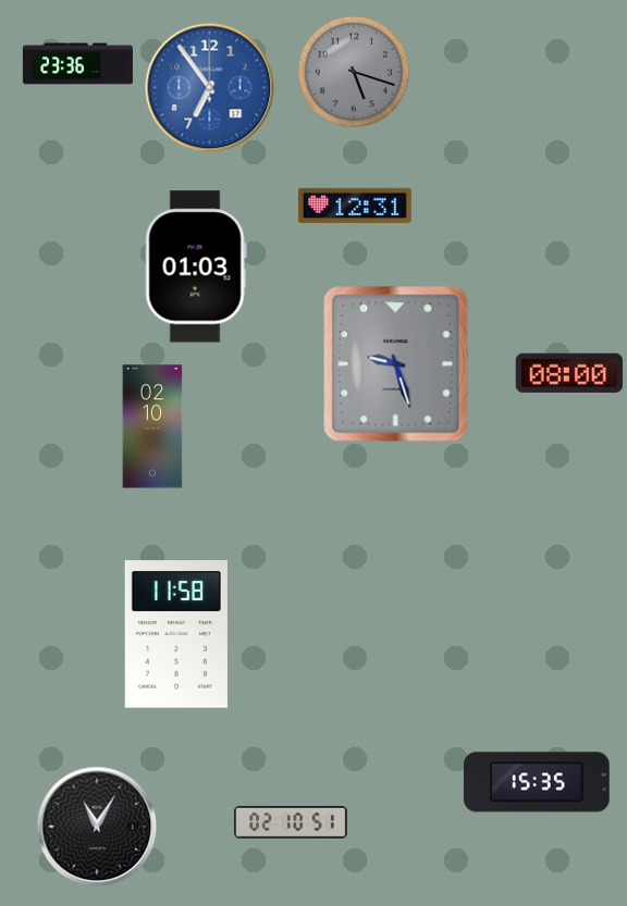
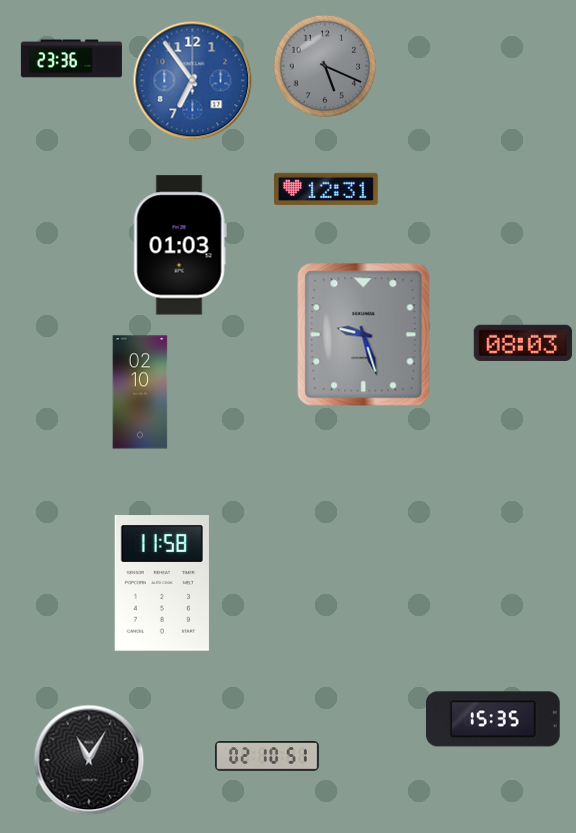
clock at (354, 72): 5:18 -> 5:19
clock at (569, 373): 08:00 -> 08:03
